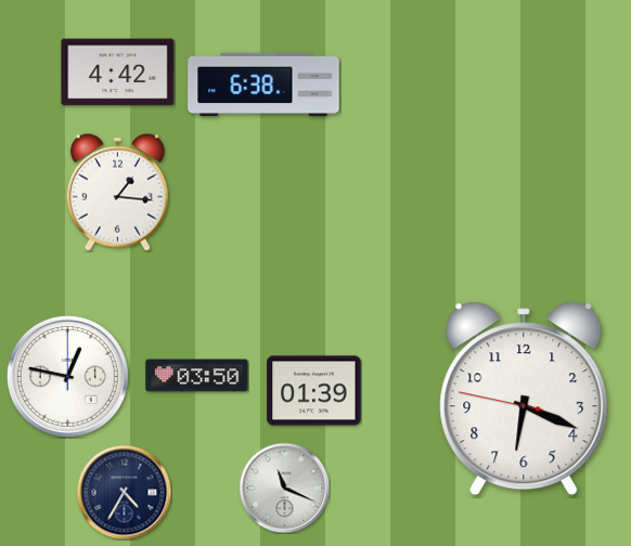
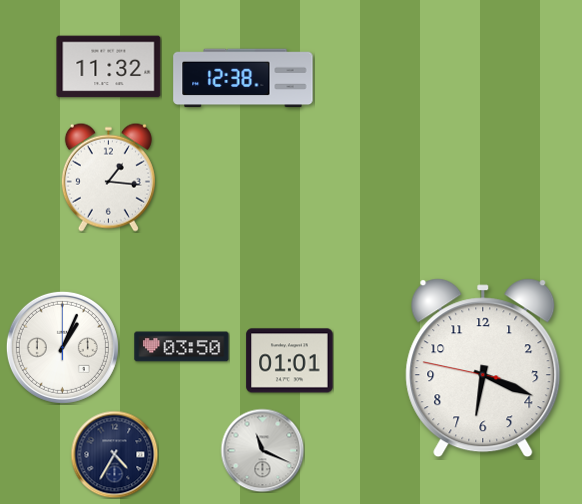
clock at (118, 73): 4:42 -> 11:32
clock at (263, 84): 6:38 -> 12:38
clock at (67, 376): 12:47 -> 1:04
clock at (314, 391): 01:39 -> 01:01
